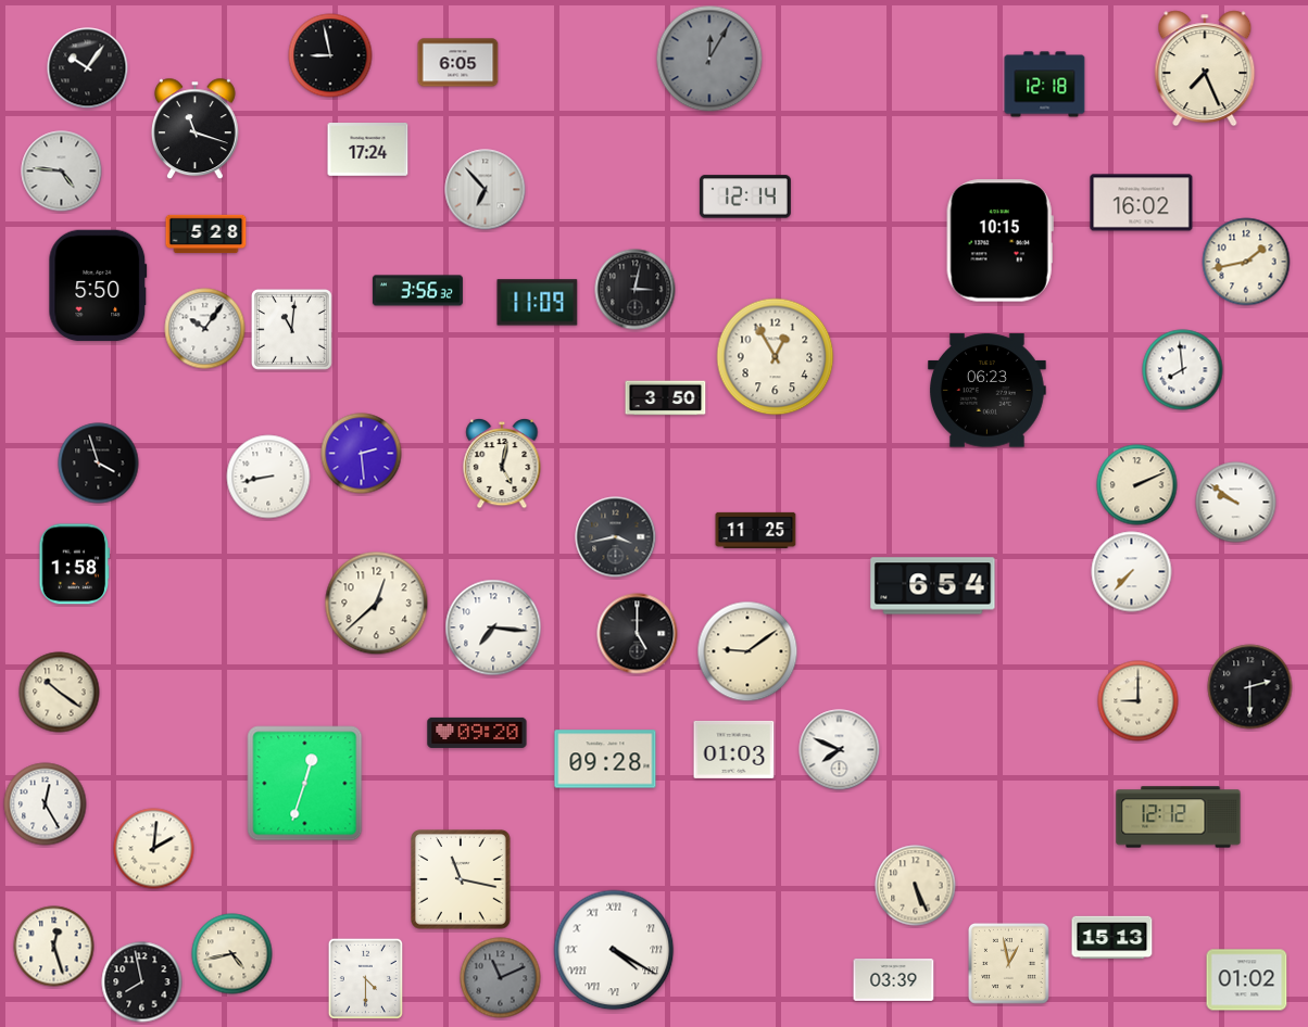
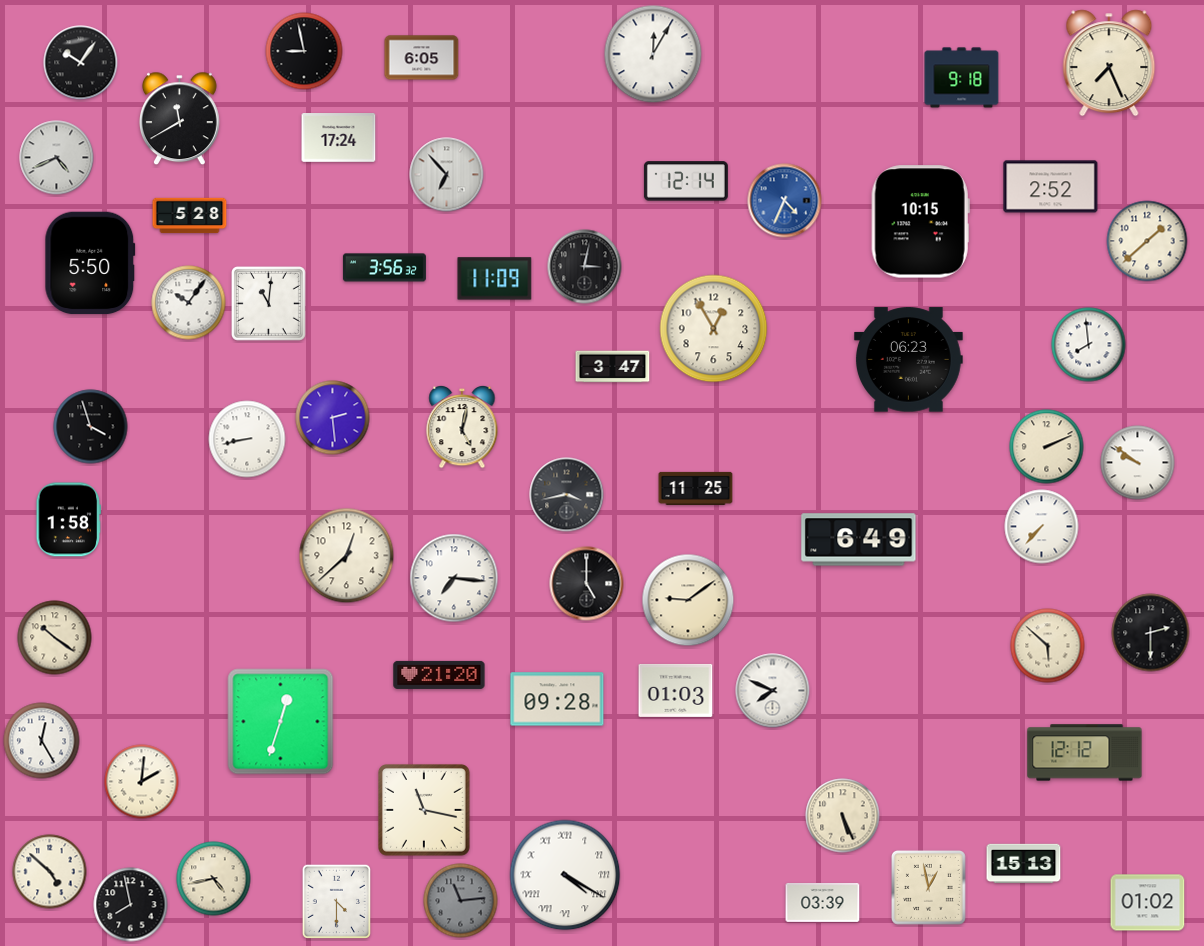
clock at (709, 59) dial: grey -> white
clock at (1045, 85): 12:18 -> 9:18
clock at (194, 129): 11:18 -> 11:40
clock at (62, 172): 4:46 -> 4:41
clock at (1142, 203): 16:02 -> 2:52
clock at (785, 201): none -> 4:34
clock at (1246, 262): 1:43 -> 1:38
clock at (1183, 370) position: (1183, 370) -> (1089, 345)
clock at (666, 398): 3:50 -> 3:47
clock at (933, 586): 6:54 -> 6:49
clock at (1139, 701): 9:00 -> 5:52
clock at (477, 733): 09:20 -> 21:20
clock at (54, 947): 12:27 -> 4:52
clock at (501, 978): 11:11 -> 11:14
